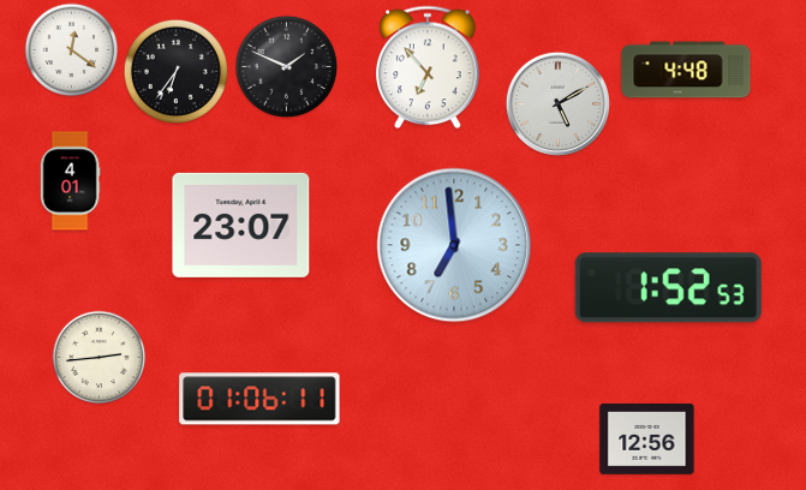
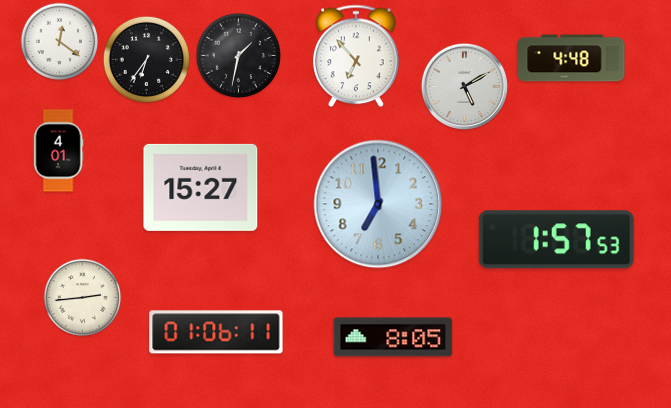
clock at (286, 66): 1:49 -> 1:32
clock at (241, 225): 23:07 -> 15:27
clock at (668, 288): 1:52 -> 1:57
clock at (393, 337): none -> 8:05
clock at (647, 440): 12:56 -> none
